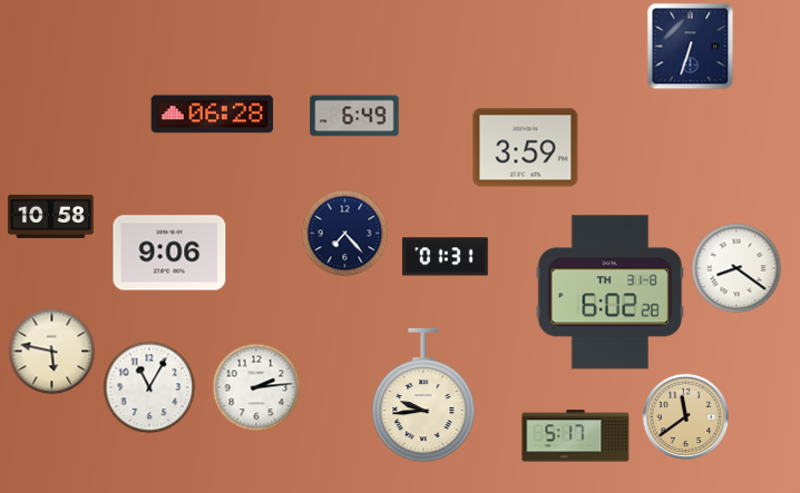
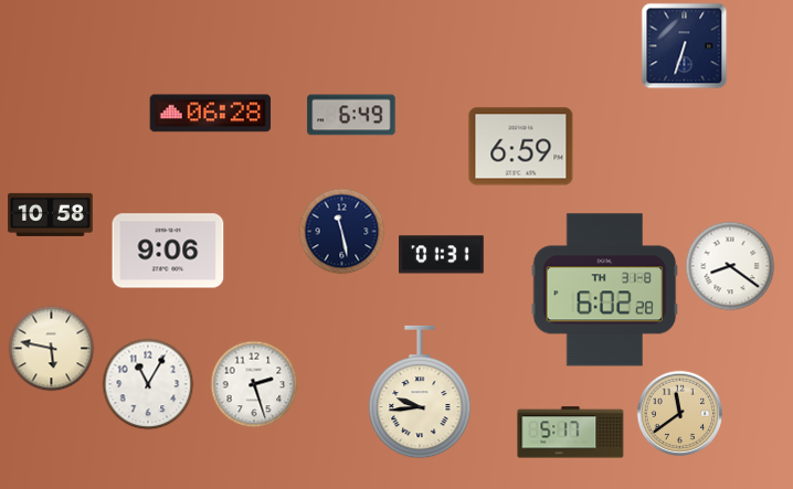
clock at (526, 148): 3:59 -> 6:59
clock at (344, 233): 7:23 -> 11:28
clock at (256, 387): 2:14 -> 2:27
